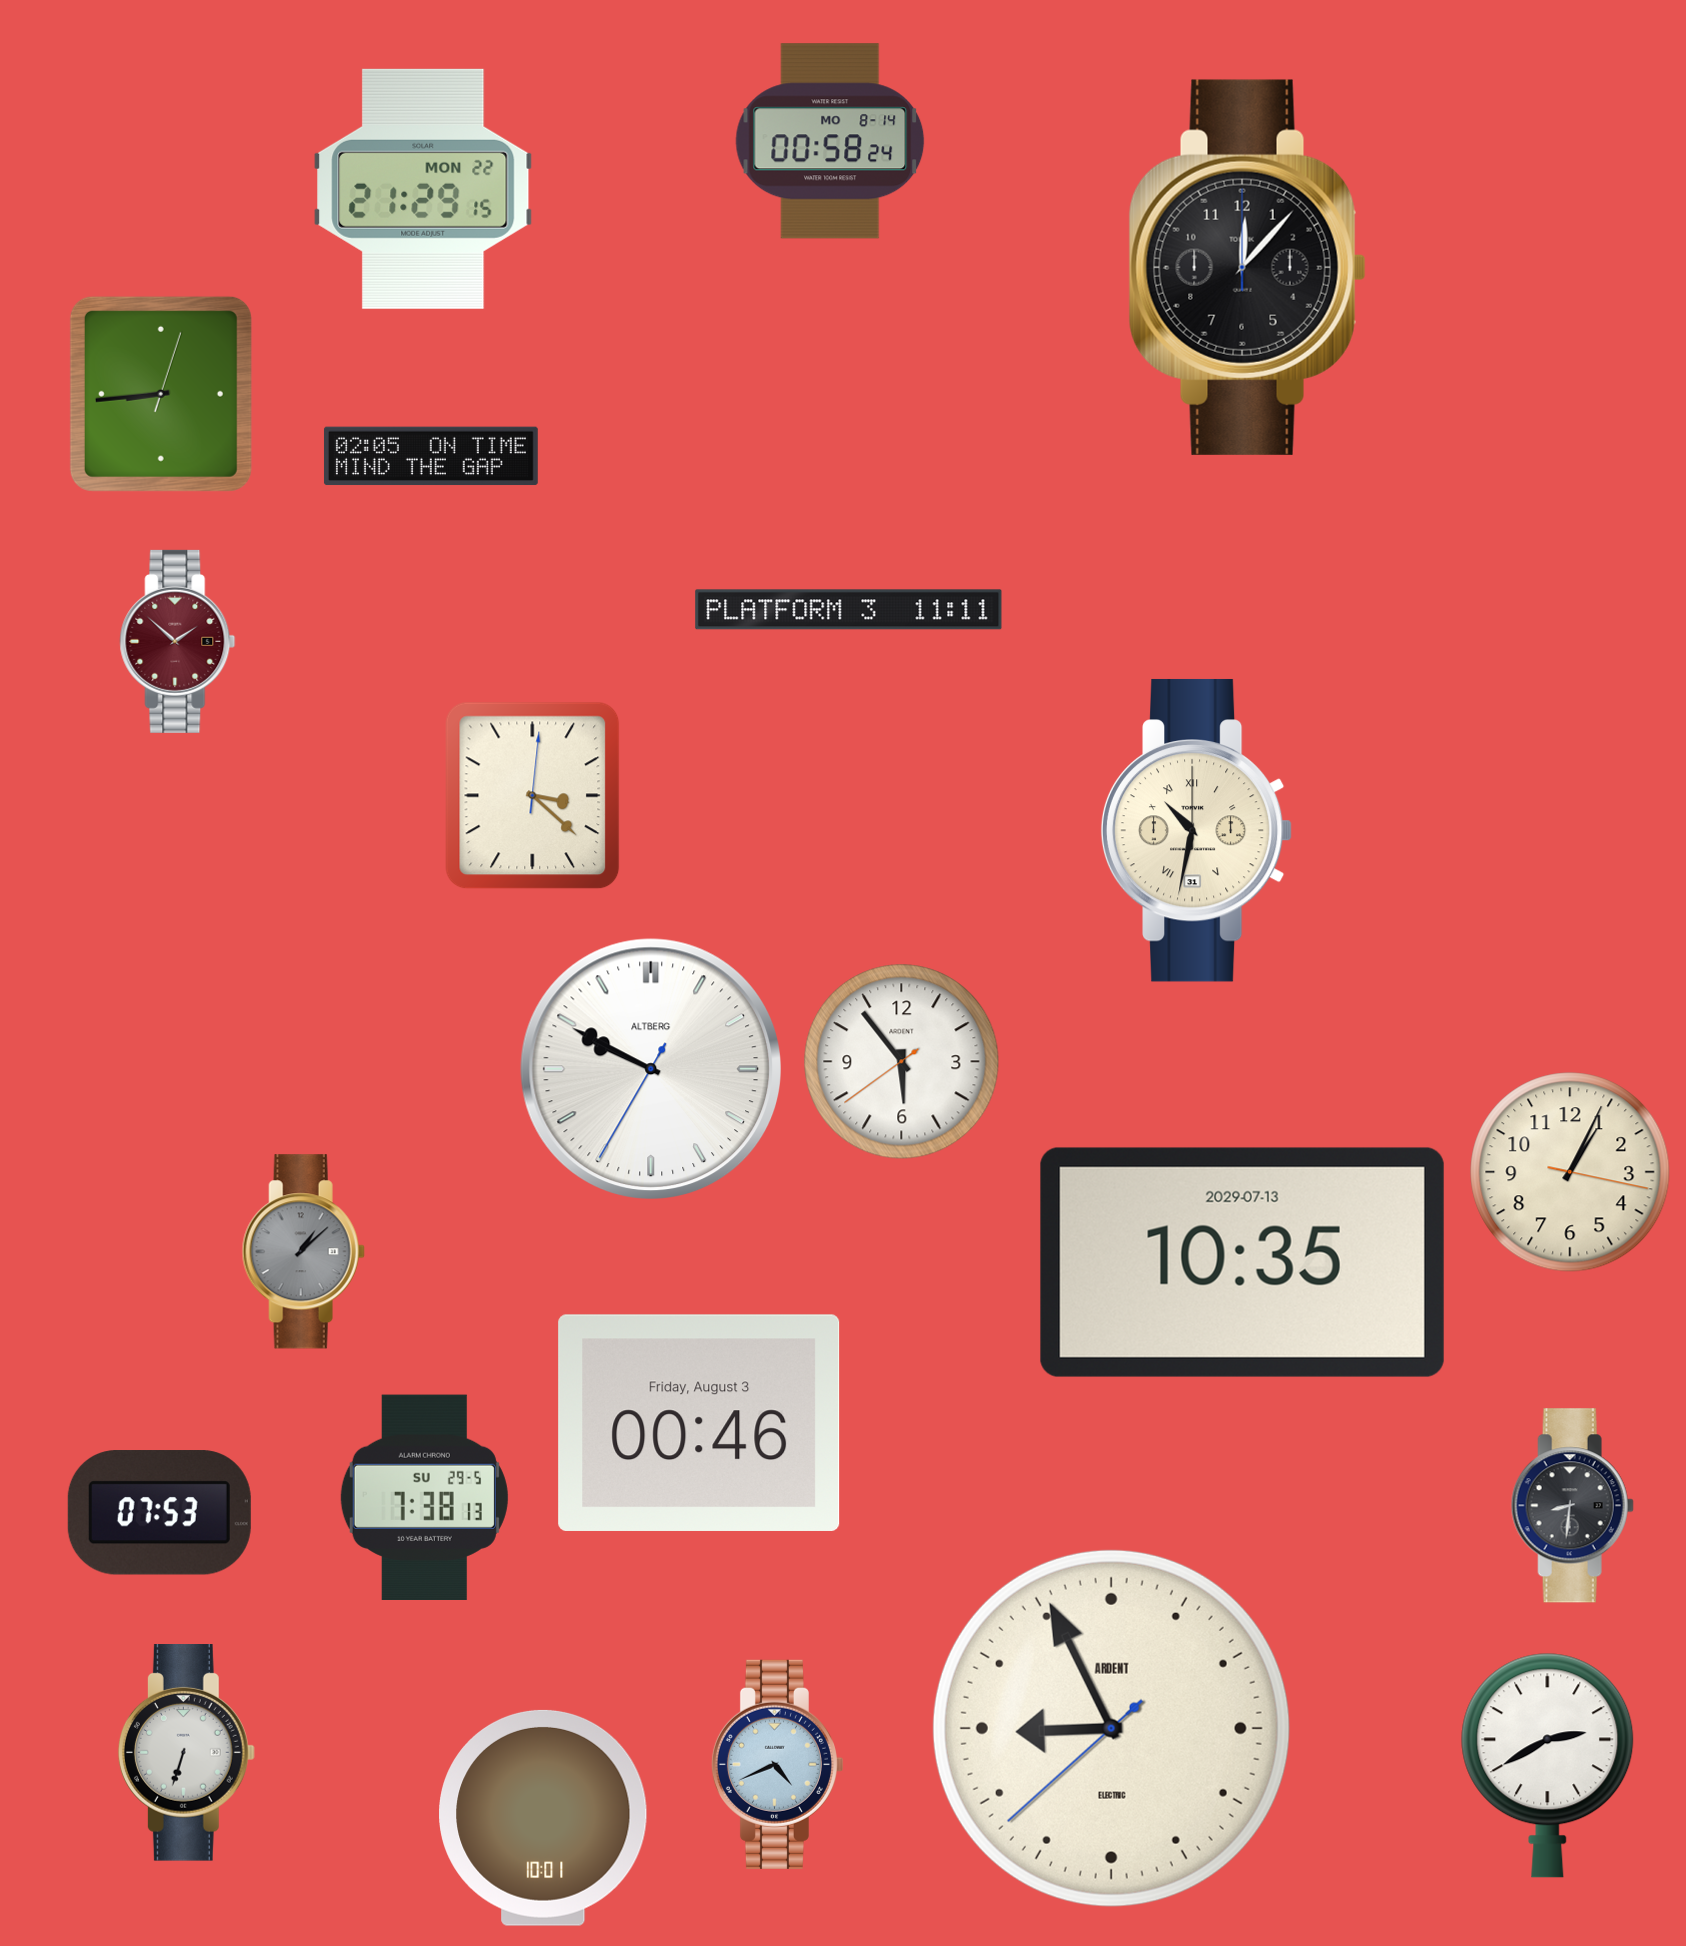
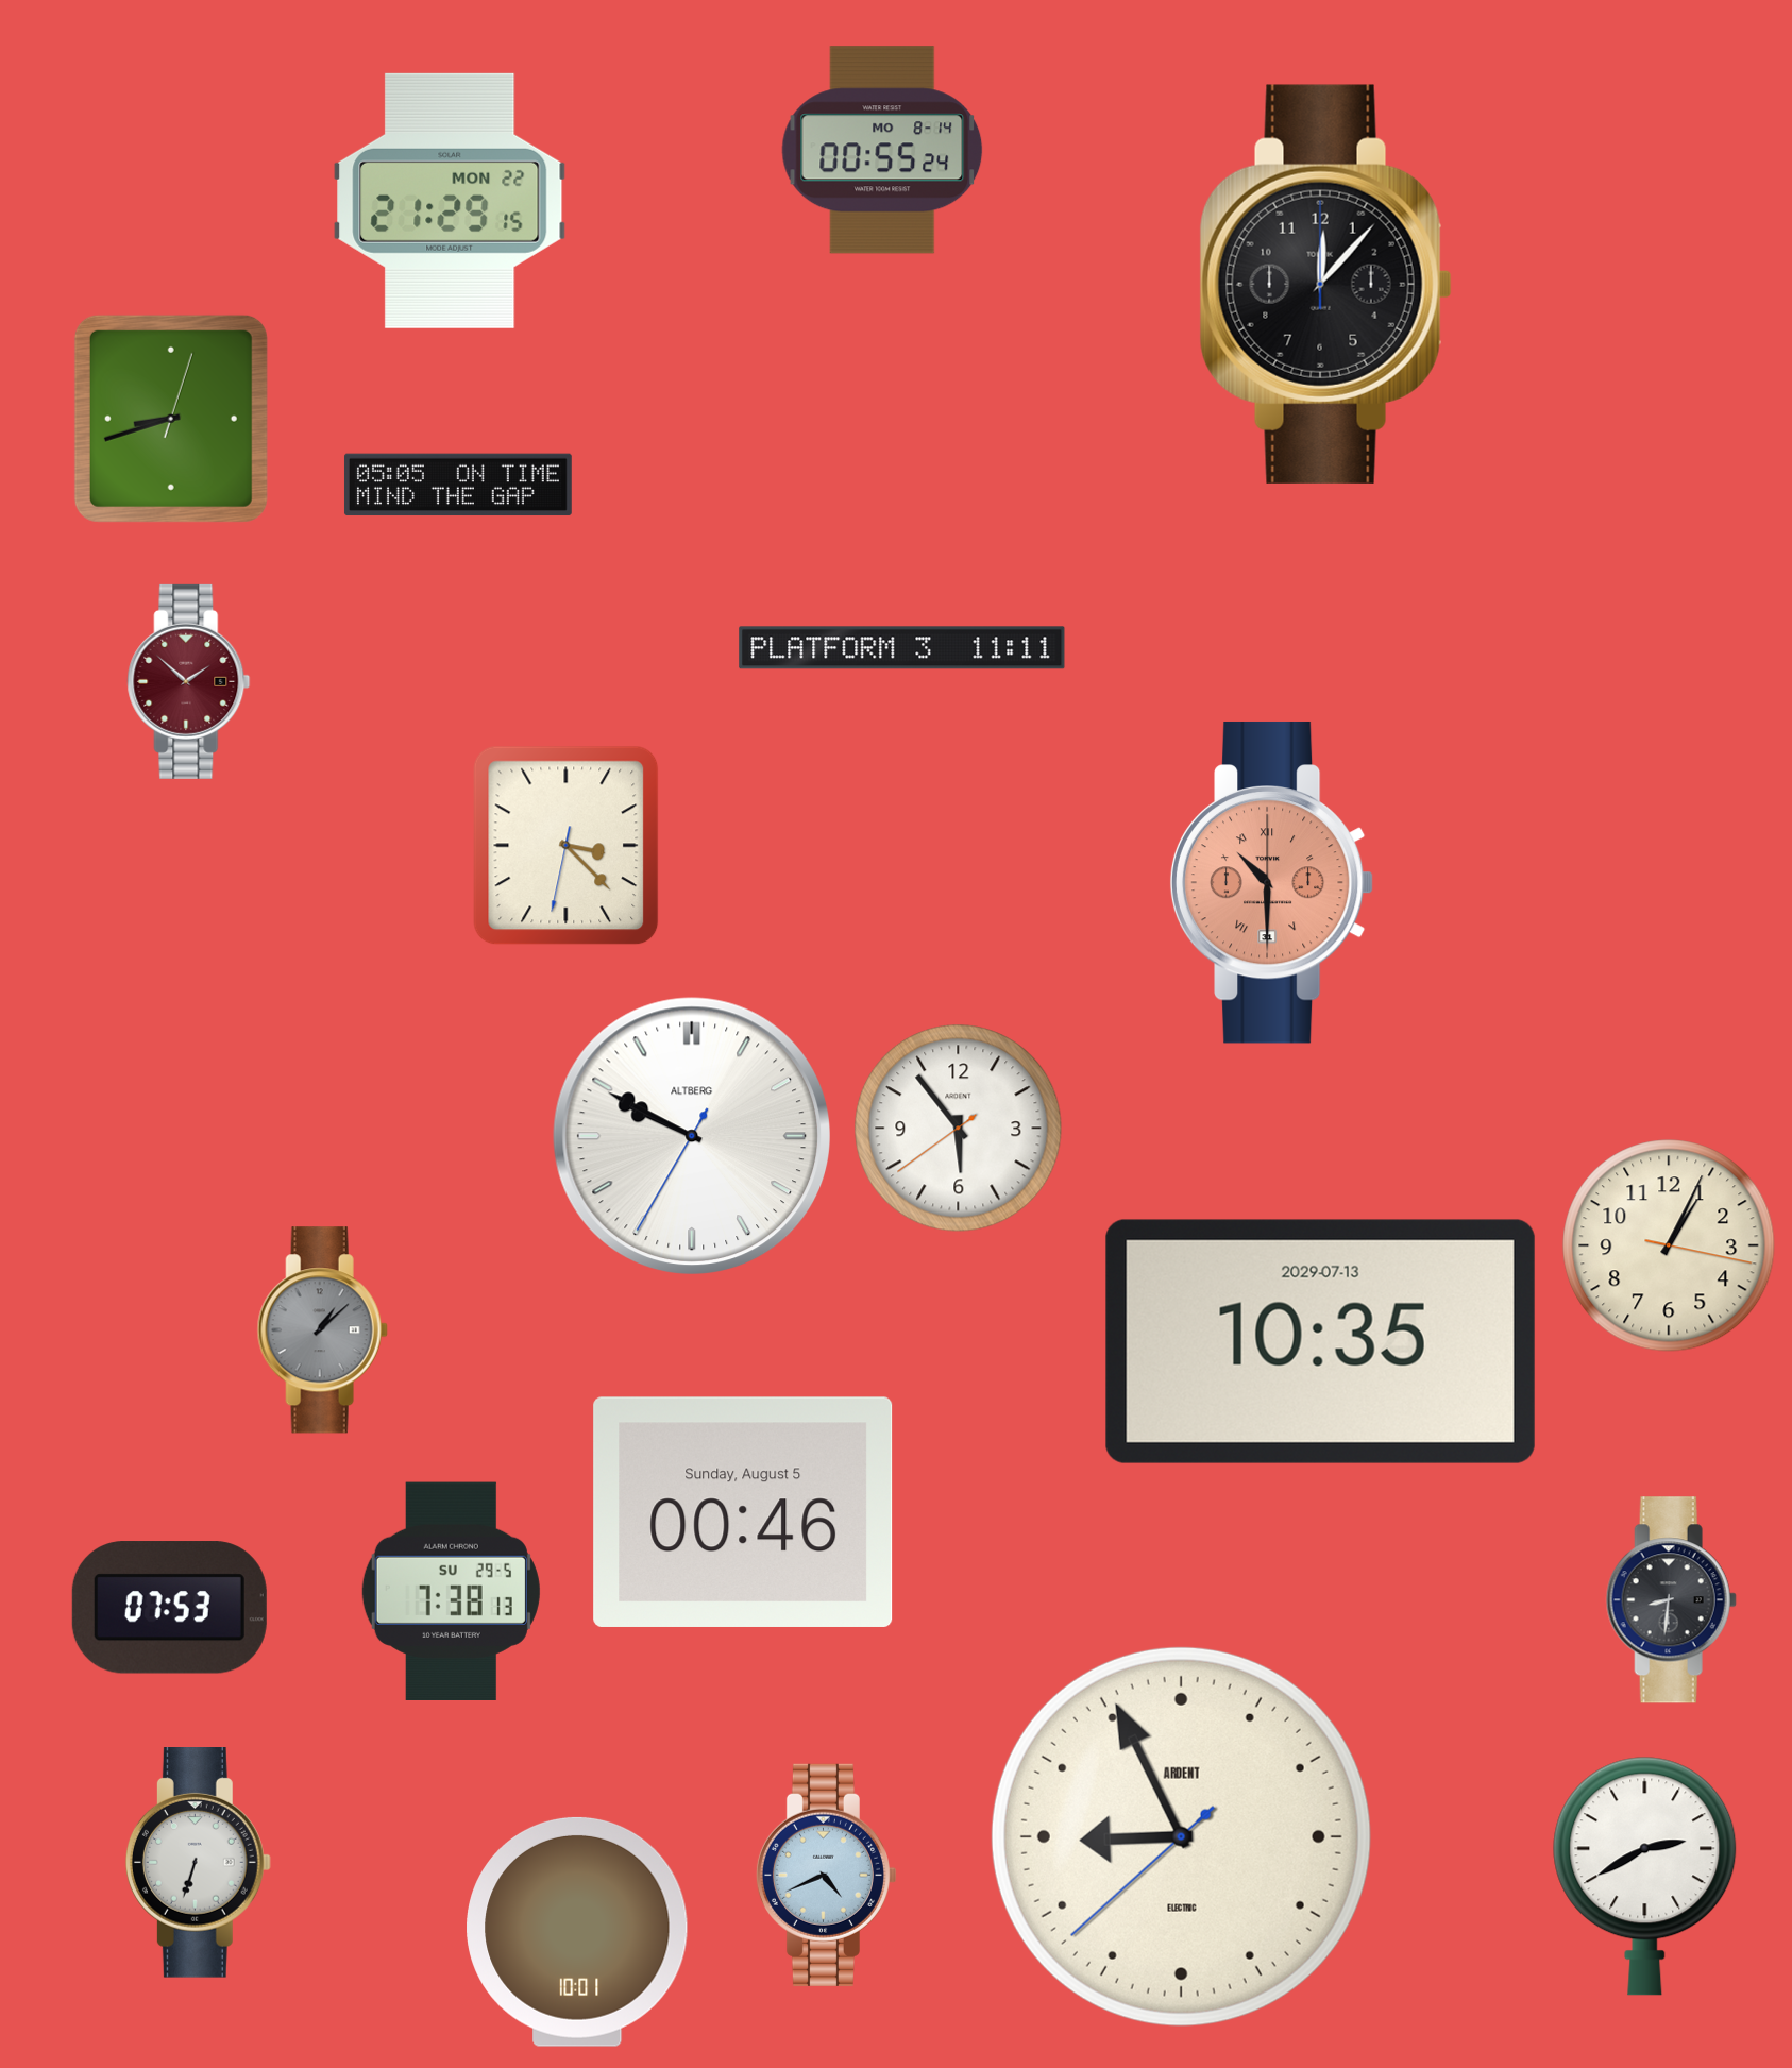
clock at (830, 141): 00:58 -> 00:55
clock at (161, 394): 8:44 -> 8:42
clock at (431, 456): 02:05 -> 05:05
clock at (533, 796): 3:22:01 -> 3:22:32
clock at (1197, 830): 10:32 -> 10:30
clock at (1197, 830) dial: cream -> salmon
clock at (699, 1423) date: Friday, August 3 -> Sunday, August 5
